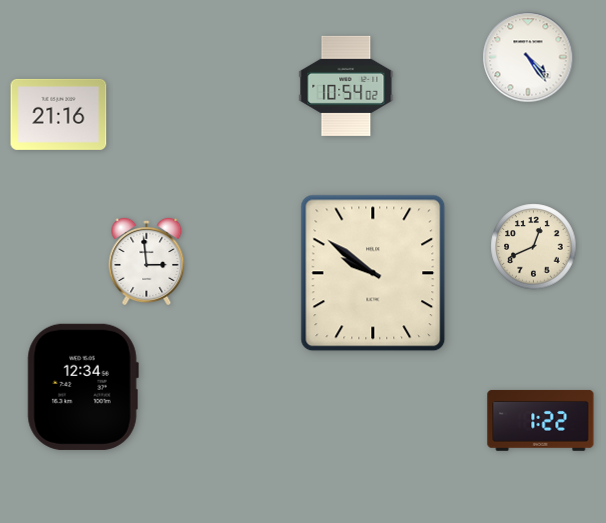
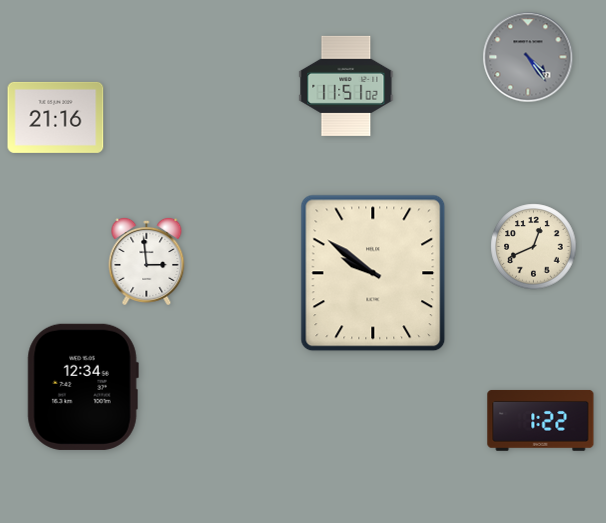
clock at (528, 57) dial: white -> grey
clock at (346, 86): 10:54 -> 11:51
clock at (59, 114) position: (59, 114) -> (56, 117)
